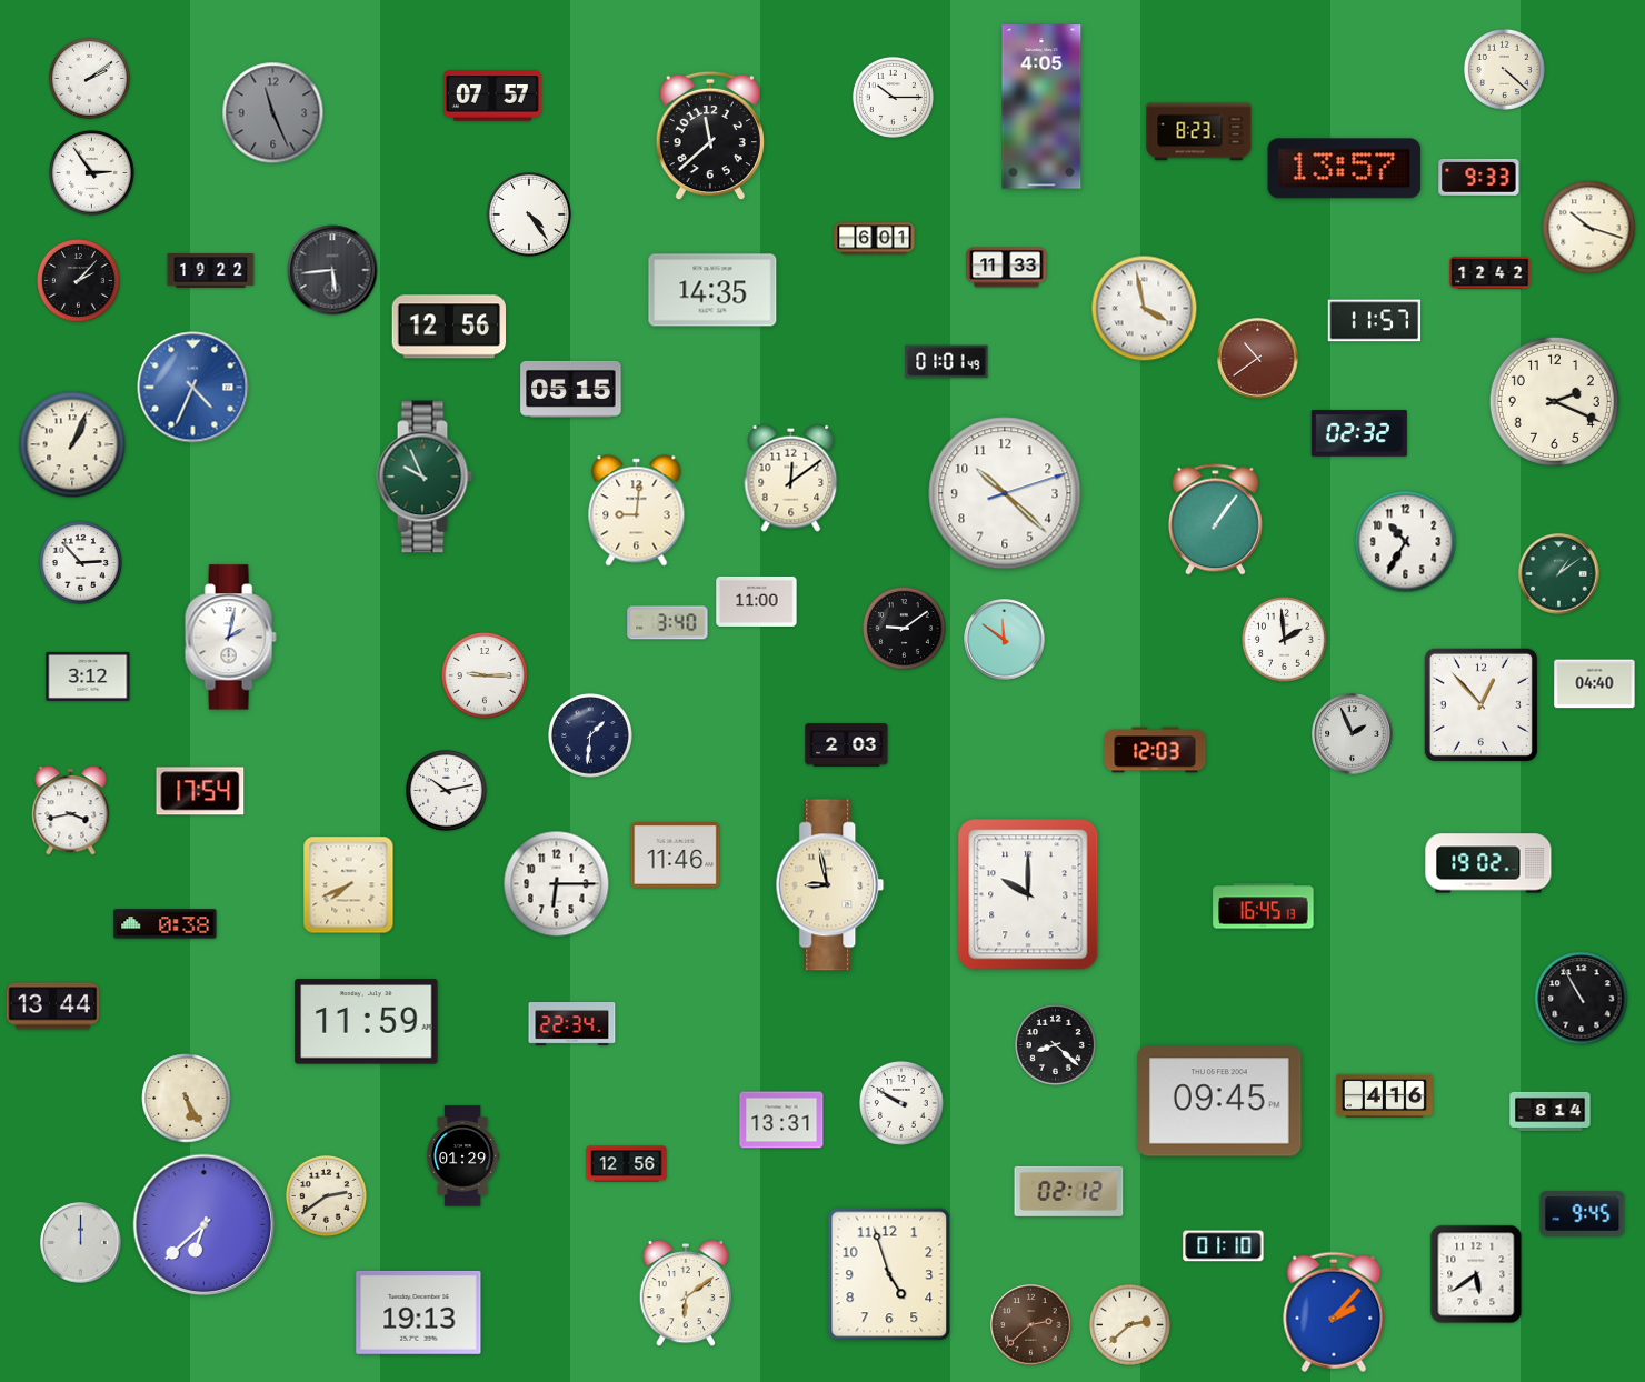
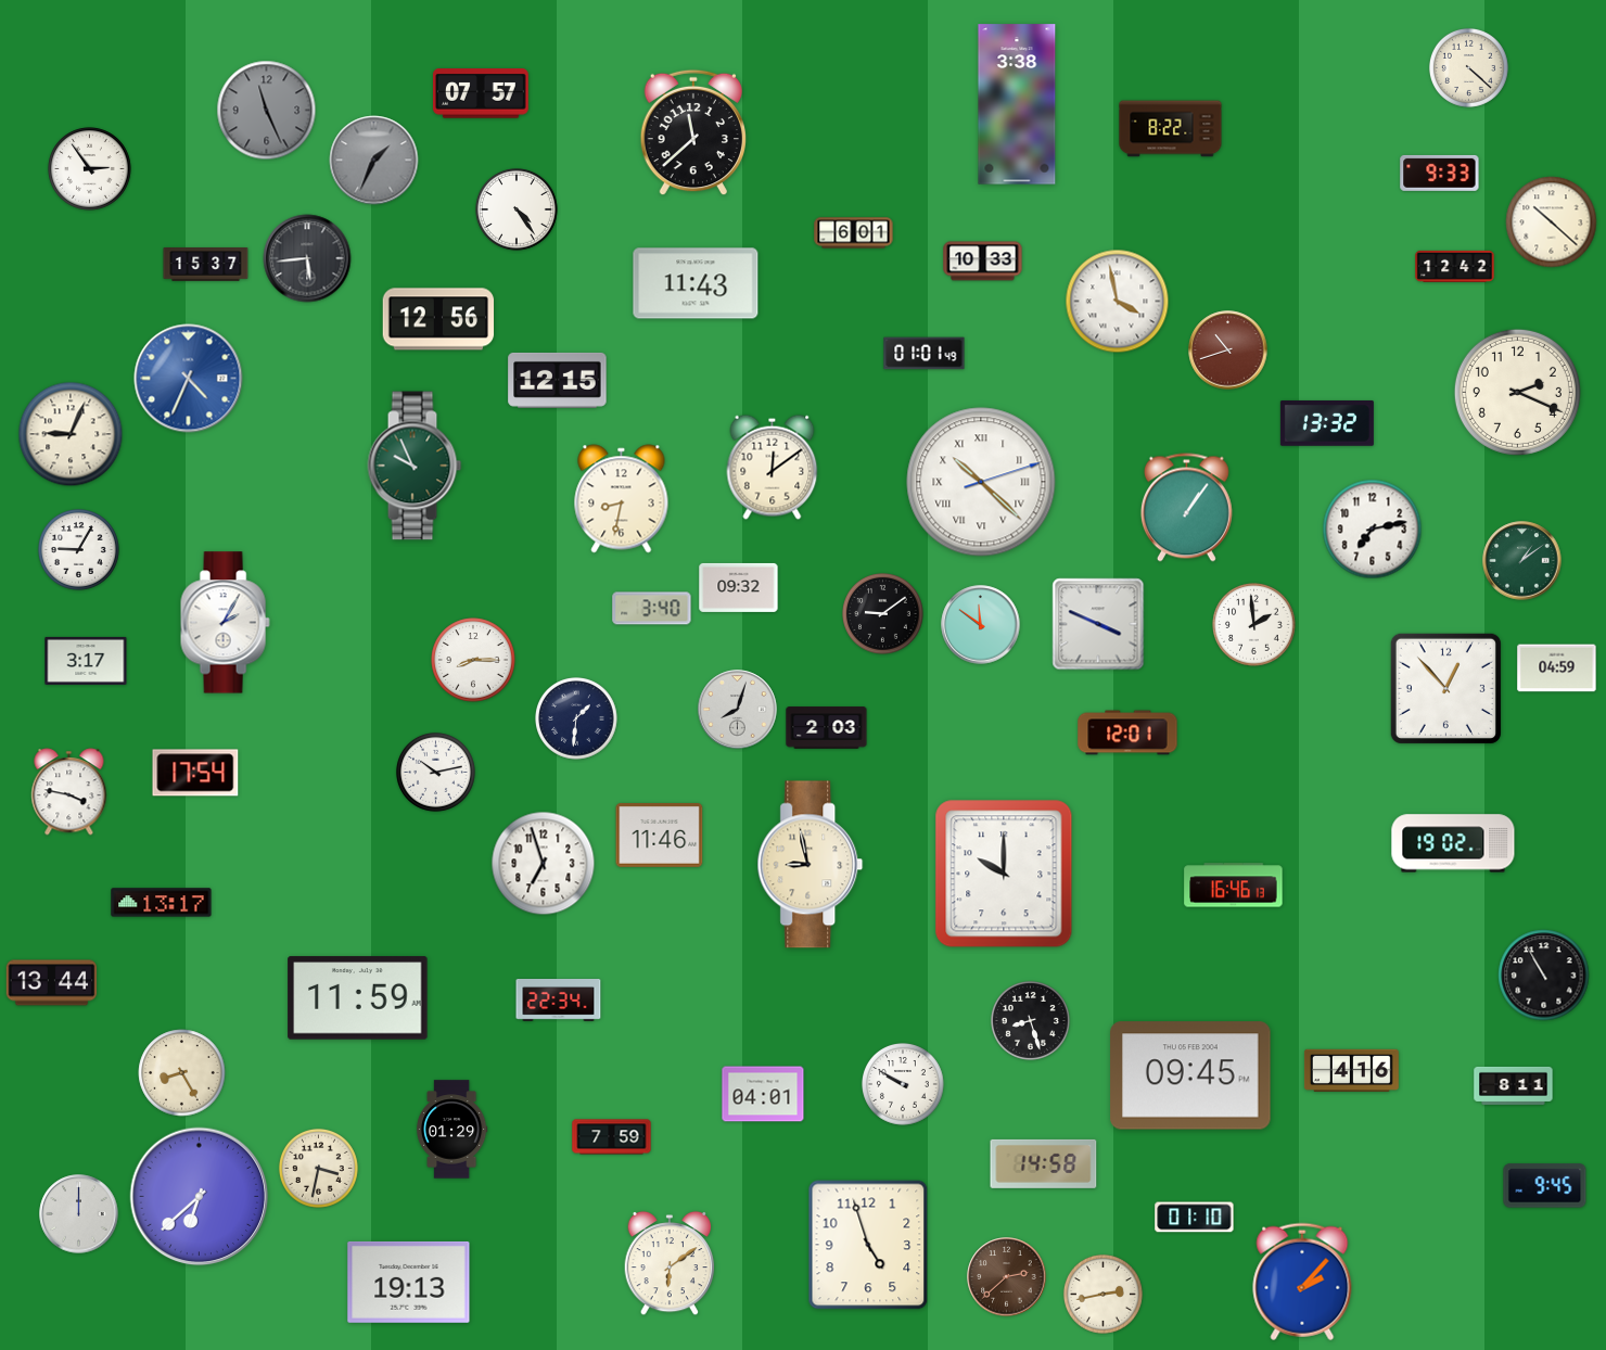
clock at (89, 78): 2:09 -> none
clock at (893, 97): 10:15 -> none
clock at (1041, 107): 4:05 -> 3:38
clock at (1199, 132): 8:23 -> 8:22
clock at (374, 161): none -> 1:34
clock at (1345, 169): 13:57 -> none
clock at (1479, 177) position: (1479, 177) -> (1440, 173)
clock at (1589, 228): 10:18 -> 10:22
clock at (1007, 268): 11:33 -> 10:33
clock at (332, 270) position: (332, 270) -> (307, 258)
clock at (211, 271): 19:22 -> 15:37
clock at (79, 281): 2:07 -> none
clock at (712, 290): 14:35 -> 11:43
clock at (1375, 321): 11:57 -> none
clock at (1258, 359): 10:39 -> 10:42
clock at (571, 389): 05:15 -> 12:15
clock at (1359, 433): 02:32 -> 13:32
clock at (72, 444): 1:04 -> 9:04
clock at (1005, 493) numerals: Arabic -> Roman
clock at (637, 511): 9:01 -> 8:32
clock at (1406, 542): 10:35 -> 7:13
clock at (81, 563): 2:53 -> 9:05
clock at (757, 601): 11:00 -> 09:32
clock at (230, 638): 2:02 -> 2:05
clock at (1098, 624): none -> 3:49
clock at (485, 675): 9:15 -> 8:15
clock at (88, 677): 3:12 -> 3:17
clock at (1595, 684): 04:40 -> 04:59
clock at (738, 710): none -> 8:03
clock at (1353, 734): 1:56 -> none
clock at (1155, 750): 12:03 -> 12:01
clock at (71, 811): 3:43 -> 3:47
clock at (557, 884): 6:15 -> 6:57
clock at (349, 885): 7:41 -> none
clock at (1264, 907): 16:45 -> 16:46
clock at (166, 924): 0:38 -> 13:17
clock at (1055, 1044): 8:22 -> 8:27
clock at (187, 1099): 5:25 -> 8:25
clock at (903, 1104) position: (903, 1104) -> (904, 1085)
clock at (1551, 1111): 8:14 -> 8:11
clock at (781, 1120): 13:31 -> 04:01
clock at (627, 1164): 12:56 -> 7:59
clock at (1069, 1191): 02:12 -> 14:58
clock at (326, 1195): 2:39 -> 3:32
clock at (1476, 1274): 5:39 -> none
clock at (1129, 1324): 2:38 -> 2:43
clock at (1031, 1325) position: (1031, 1325) -> (1007, 1277)
